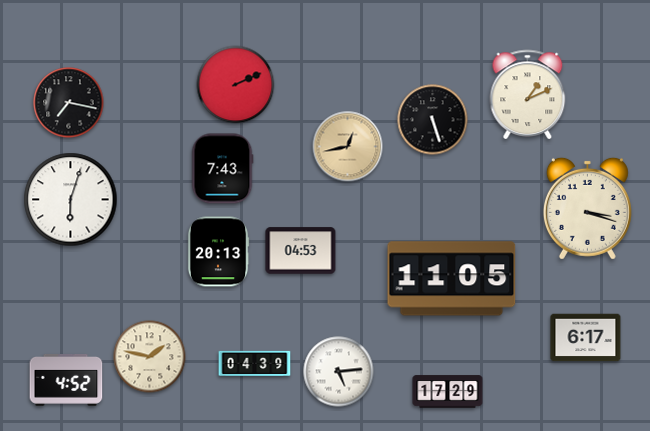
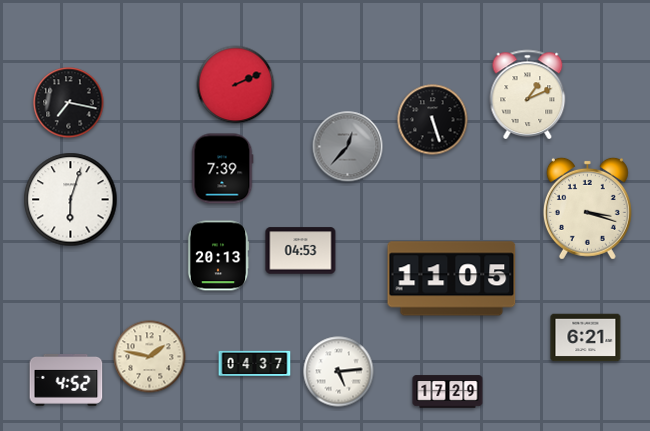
clock at (348, 147): 12:43 -> 12:37
clock at (348, 147) dial: champagne -> grey
clock at (222, 169): 7:43 -> 7:39
clock at (218, 252) position: (218, 252) -> (218, 256)
clock at (586, 338): 6:17 -> 6:21
clock at (255, 364): 04:39 -> 04:37
